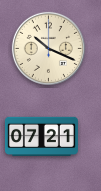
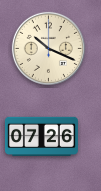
clock at (41, 137): 07:21 -> 07:26
